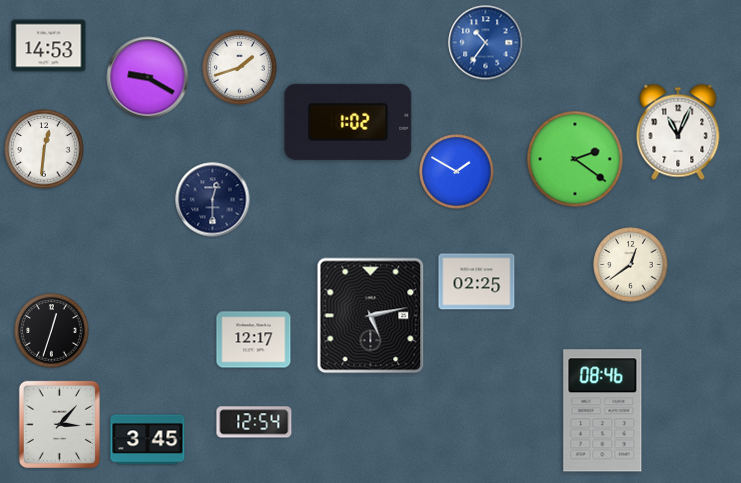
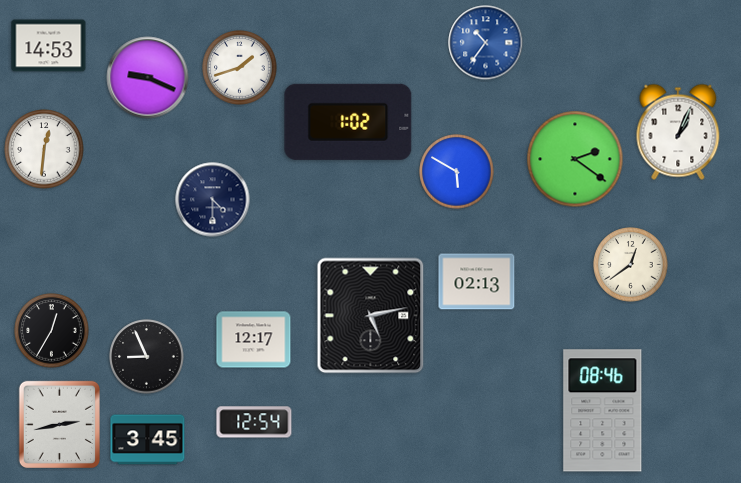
clock at (148, 78): 9:20 -> 9:19
clock at (678, 132): 11:04 -> 1:04
clock at (457, 172): 1:50 -> 5:50
clock at (213, 200): 12:30 -> 4:30
clock at (477, 282): 02:25 -> 02:13
clock at (52, 331): 12:33 -> 12:35
clock at (147, 357): none -> 8:56
clock at (59, 424): 3:07 -> 2:43
